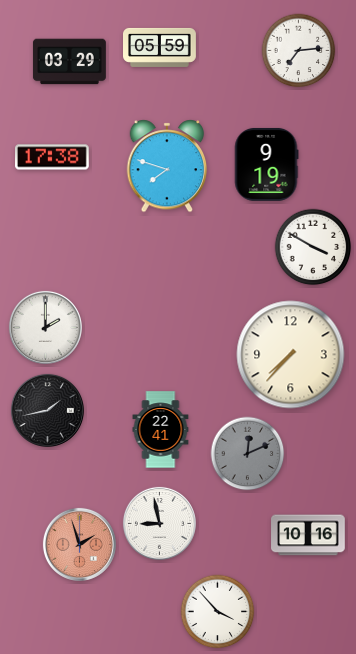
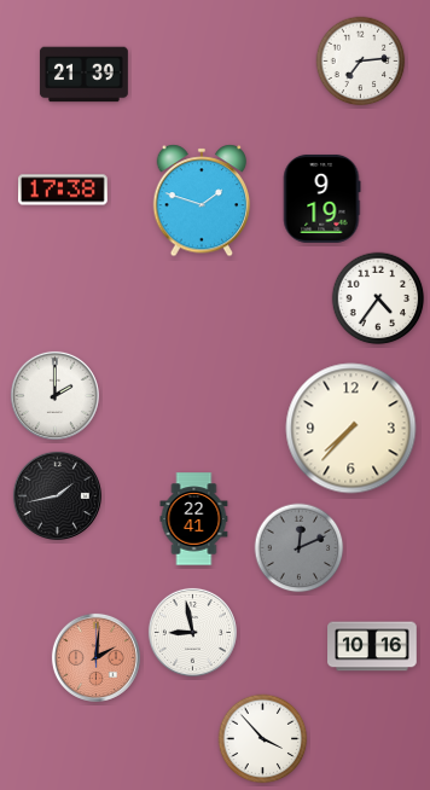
clock at (160, 47): 05:59 -> none
clock at (70, 62): 03:29 -> 21:39
clock at (167, 166): 7:48 -> 1:48
clock at (313, 247): 3:50 -> 4:36
clock at (79, 544): 1:57 -> 2:01
